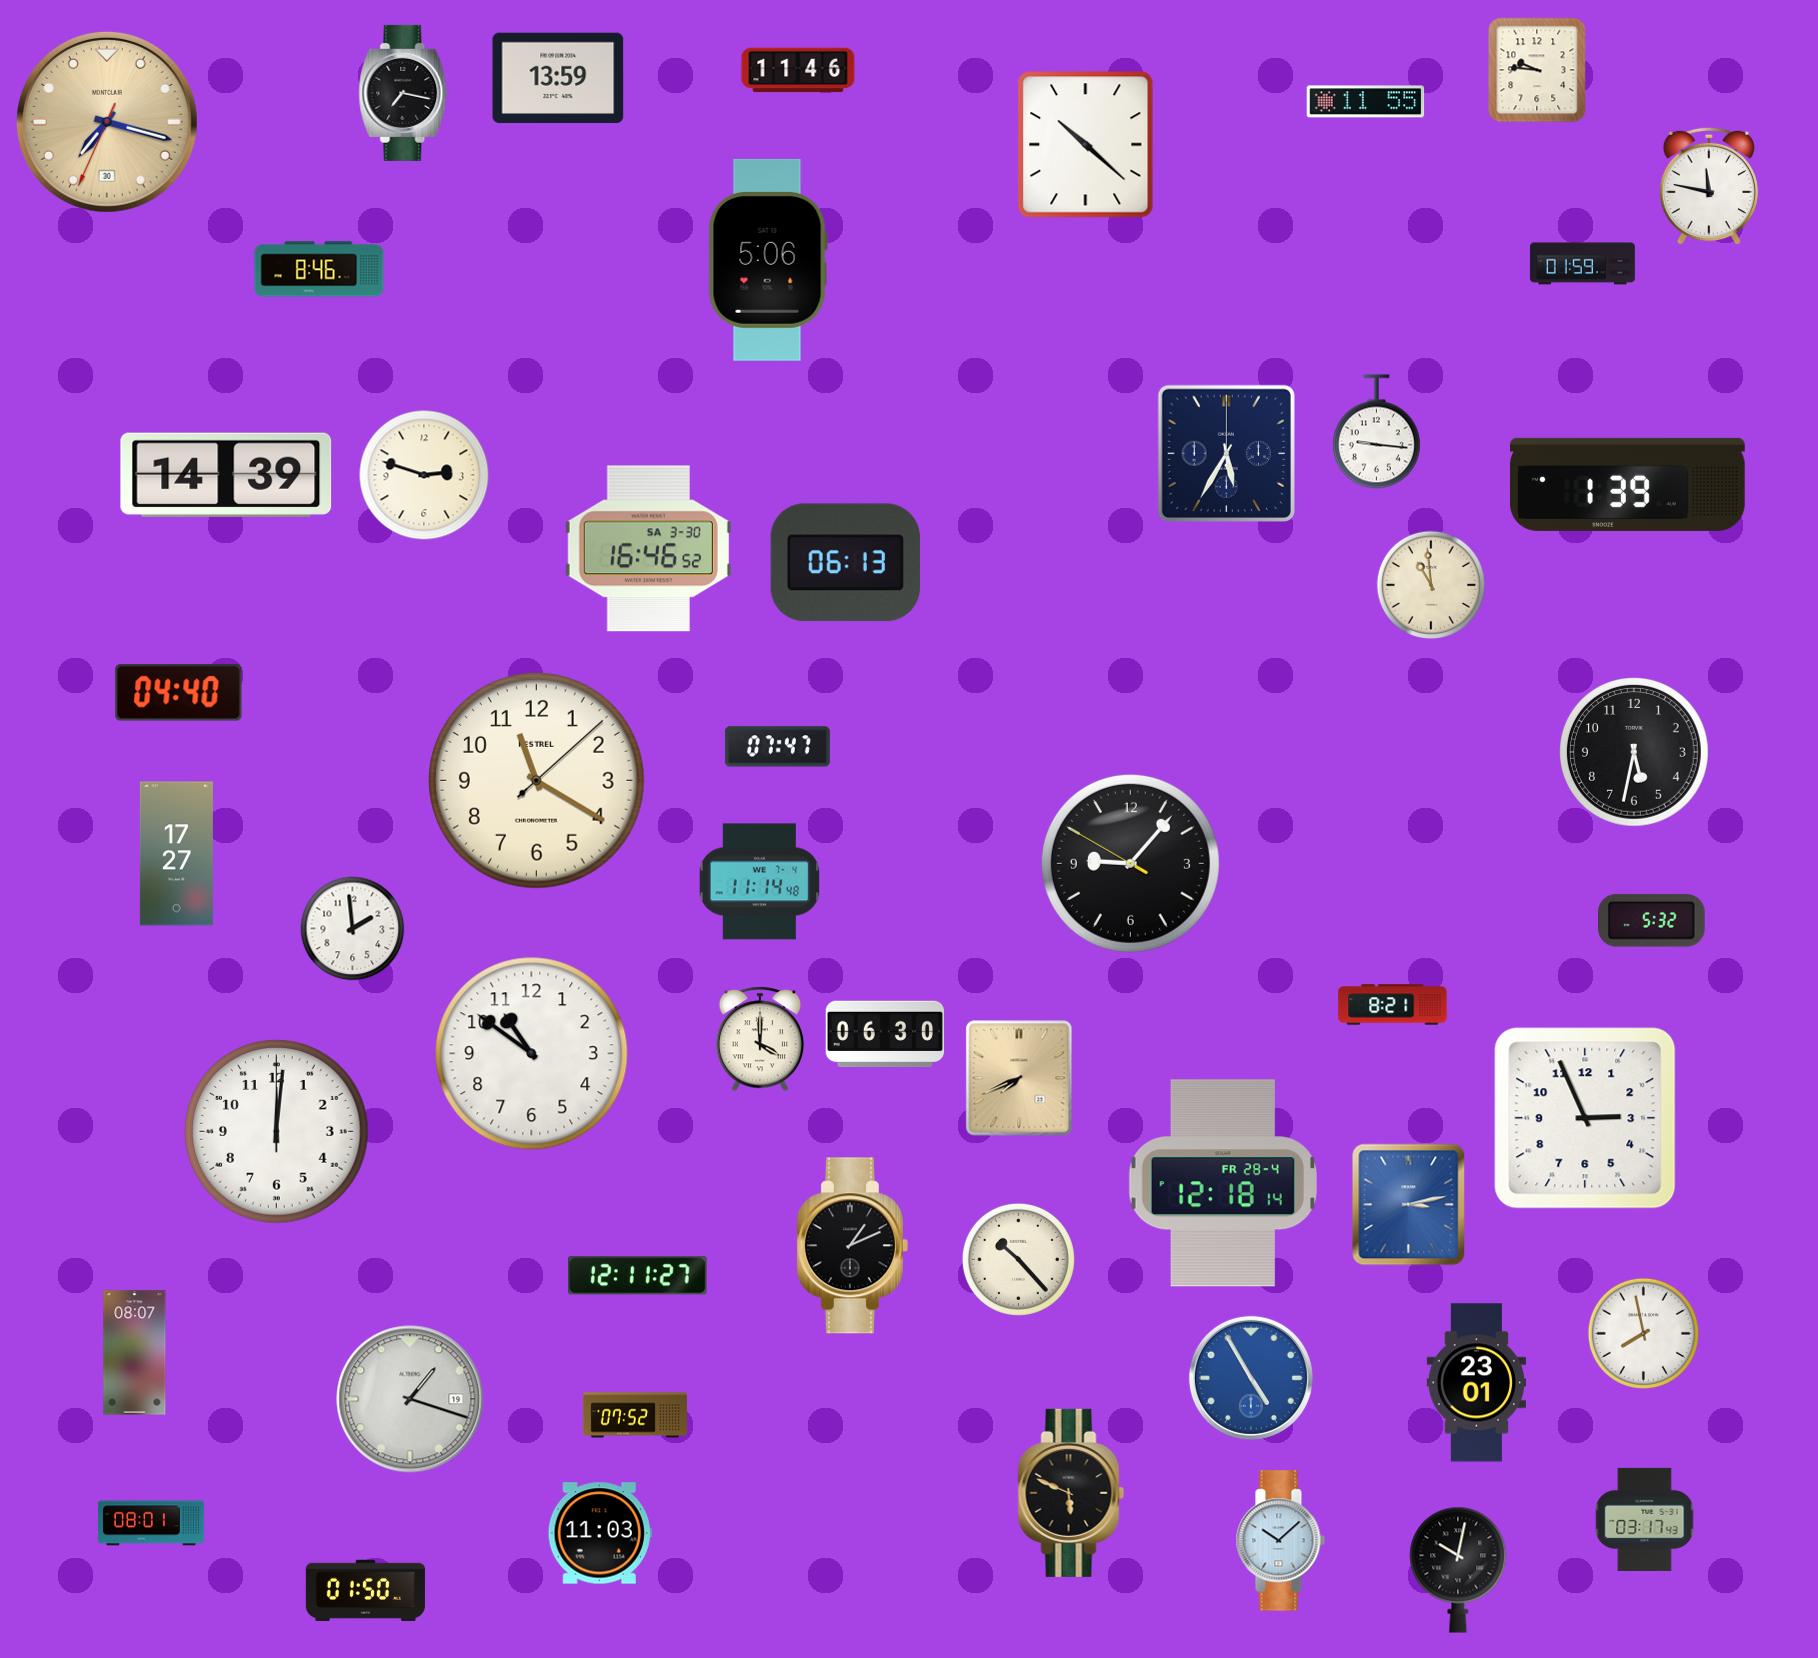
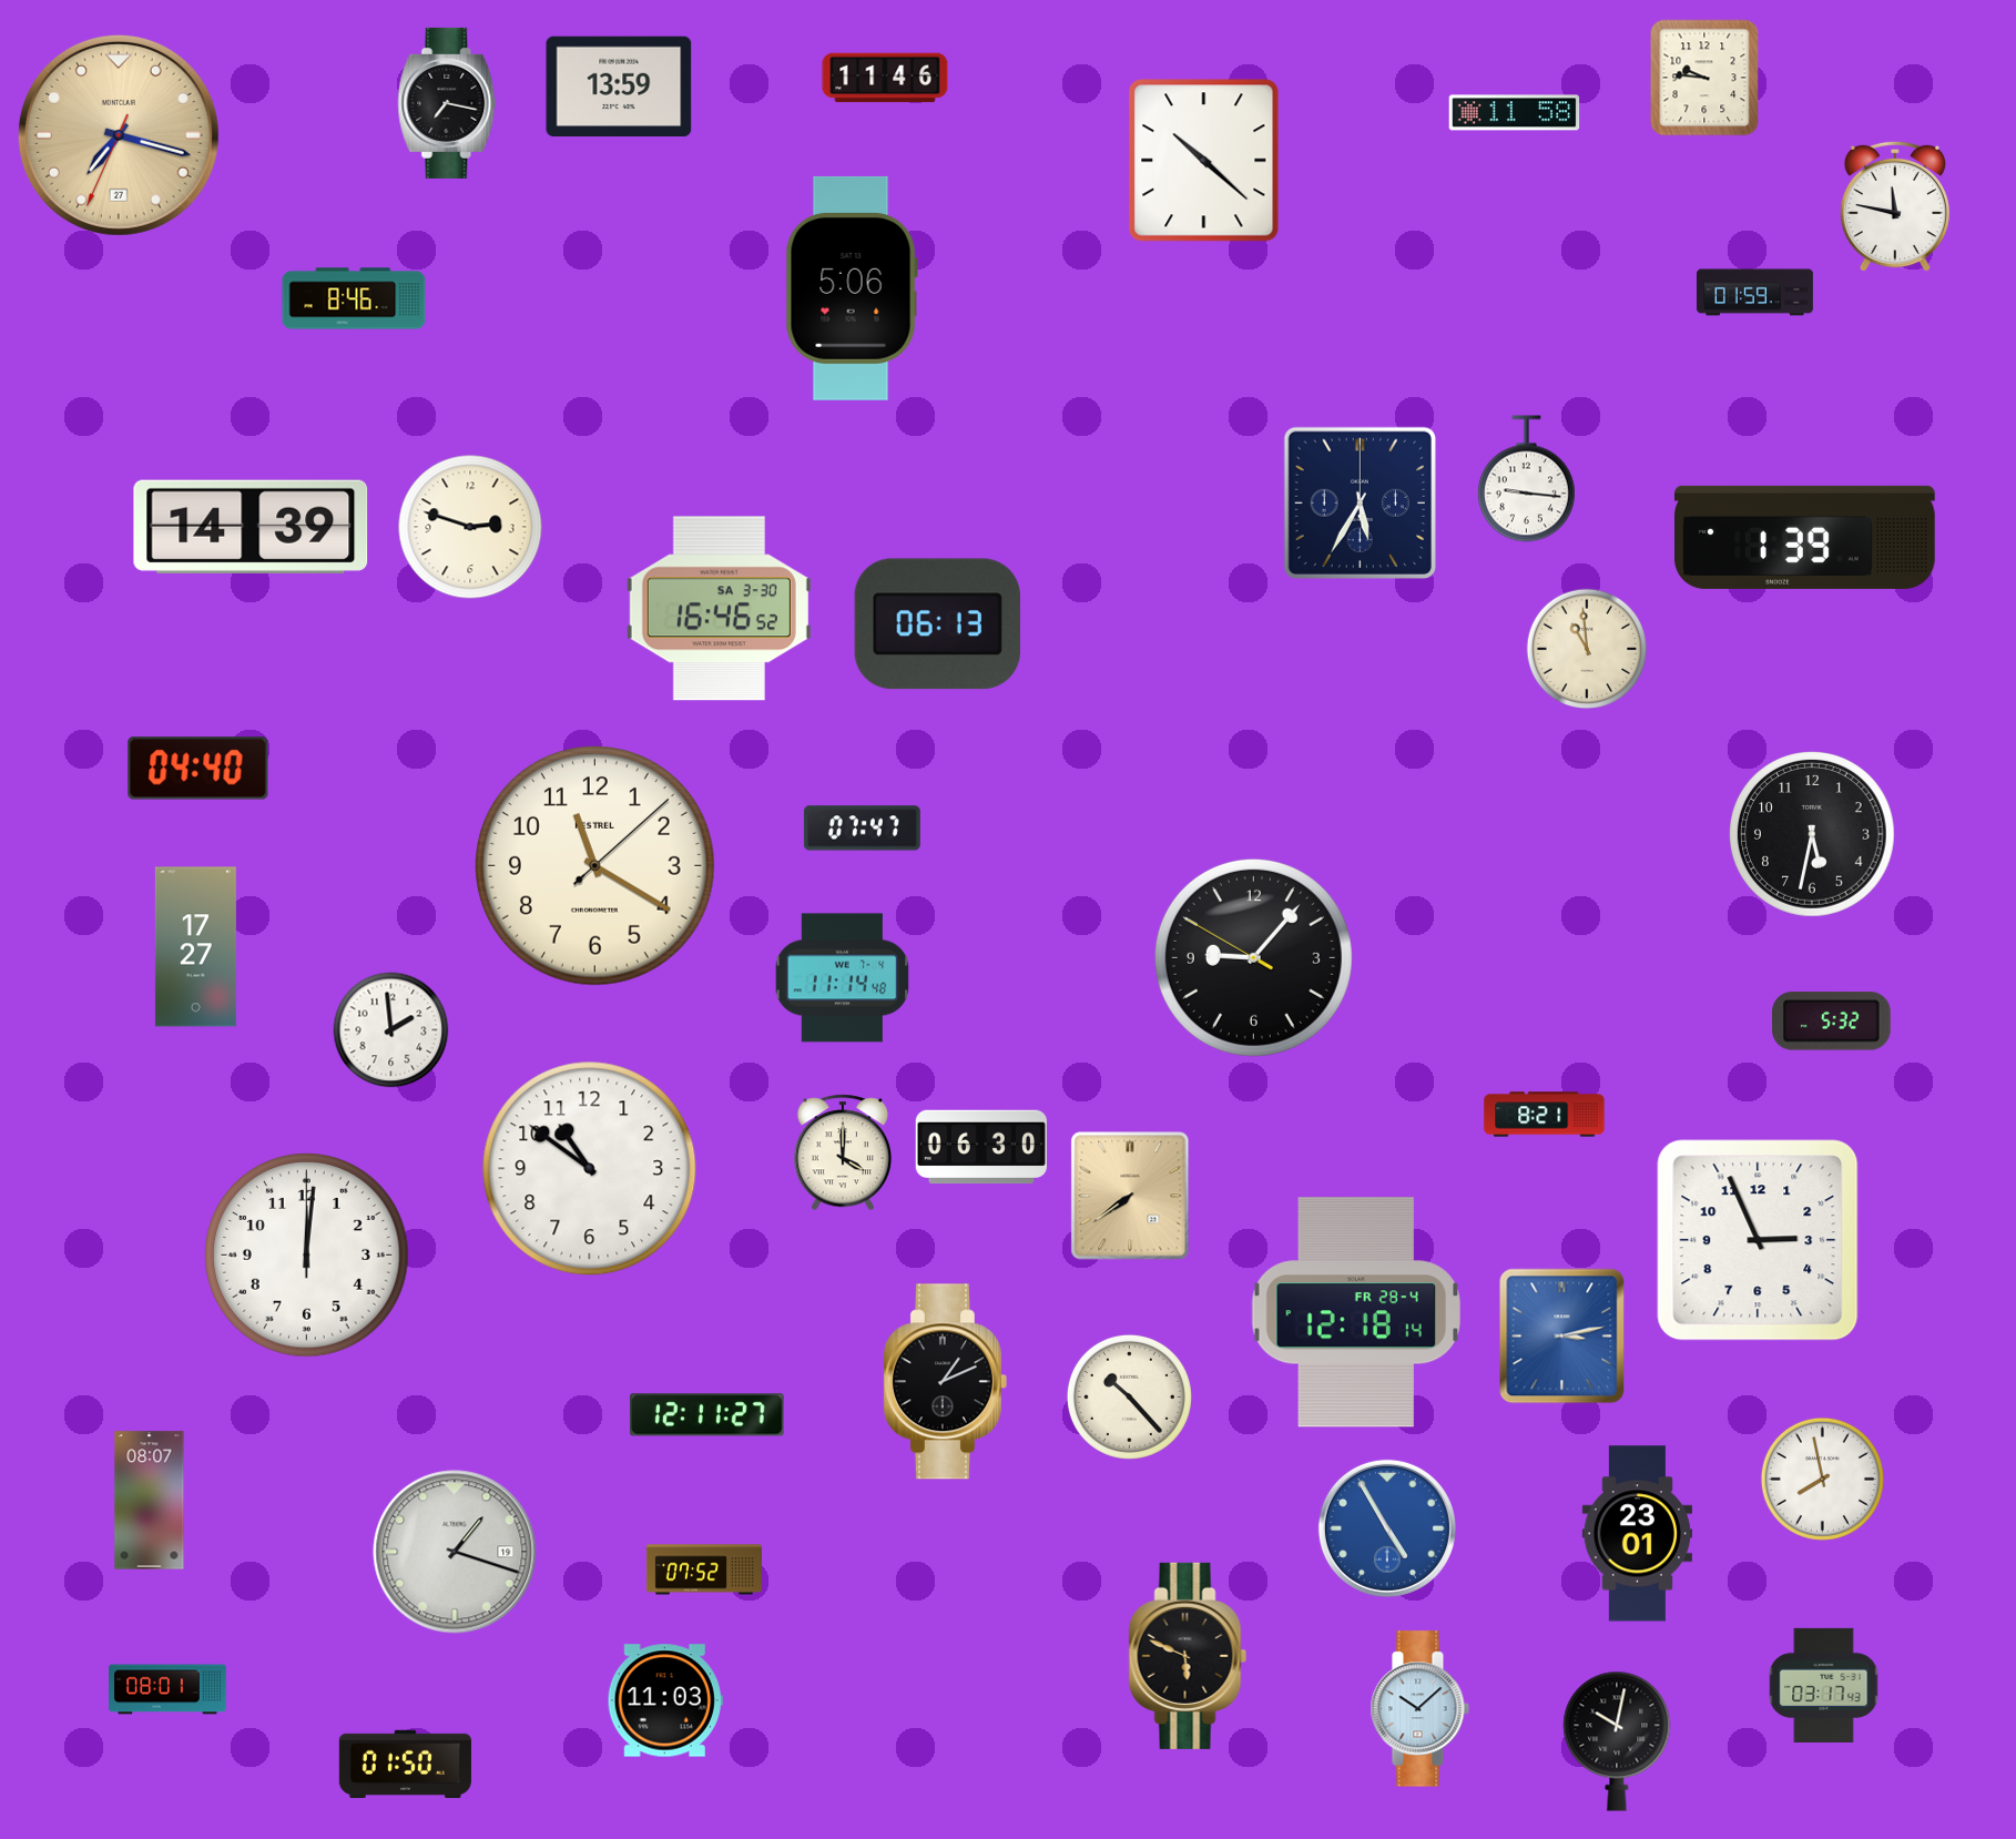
clock at (1366, 102): 11:55 -> 11:58
clock at (107, 122) date: 30 -> 27
clock at (1019, 1078): 7:41 -> 7:39
